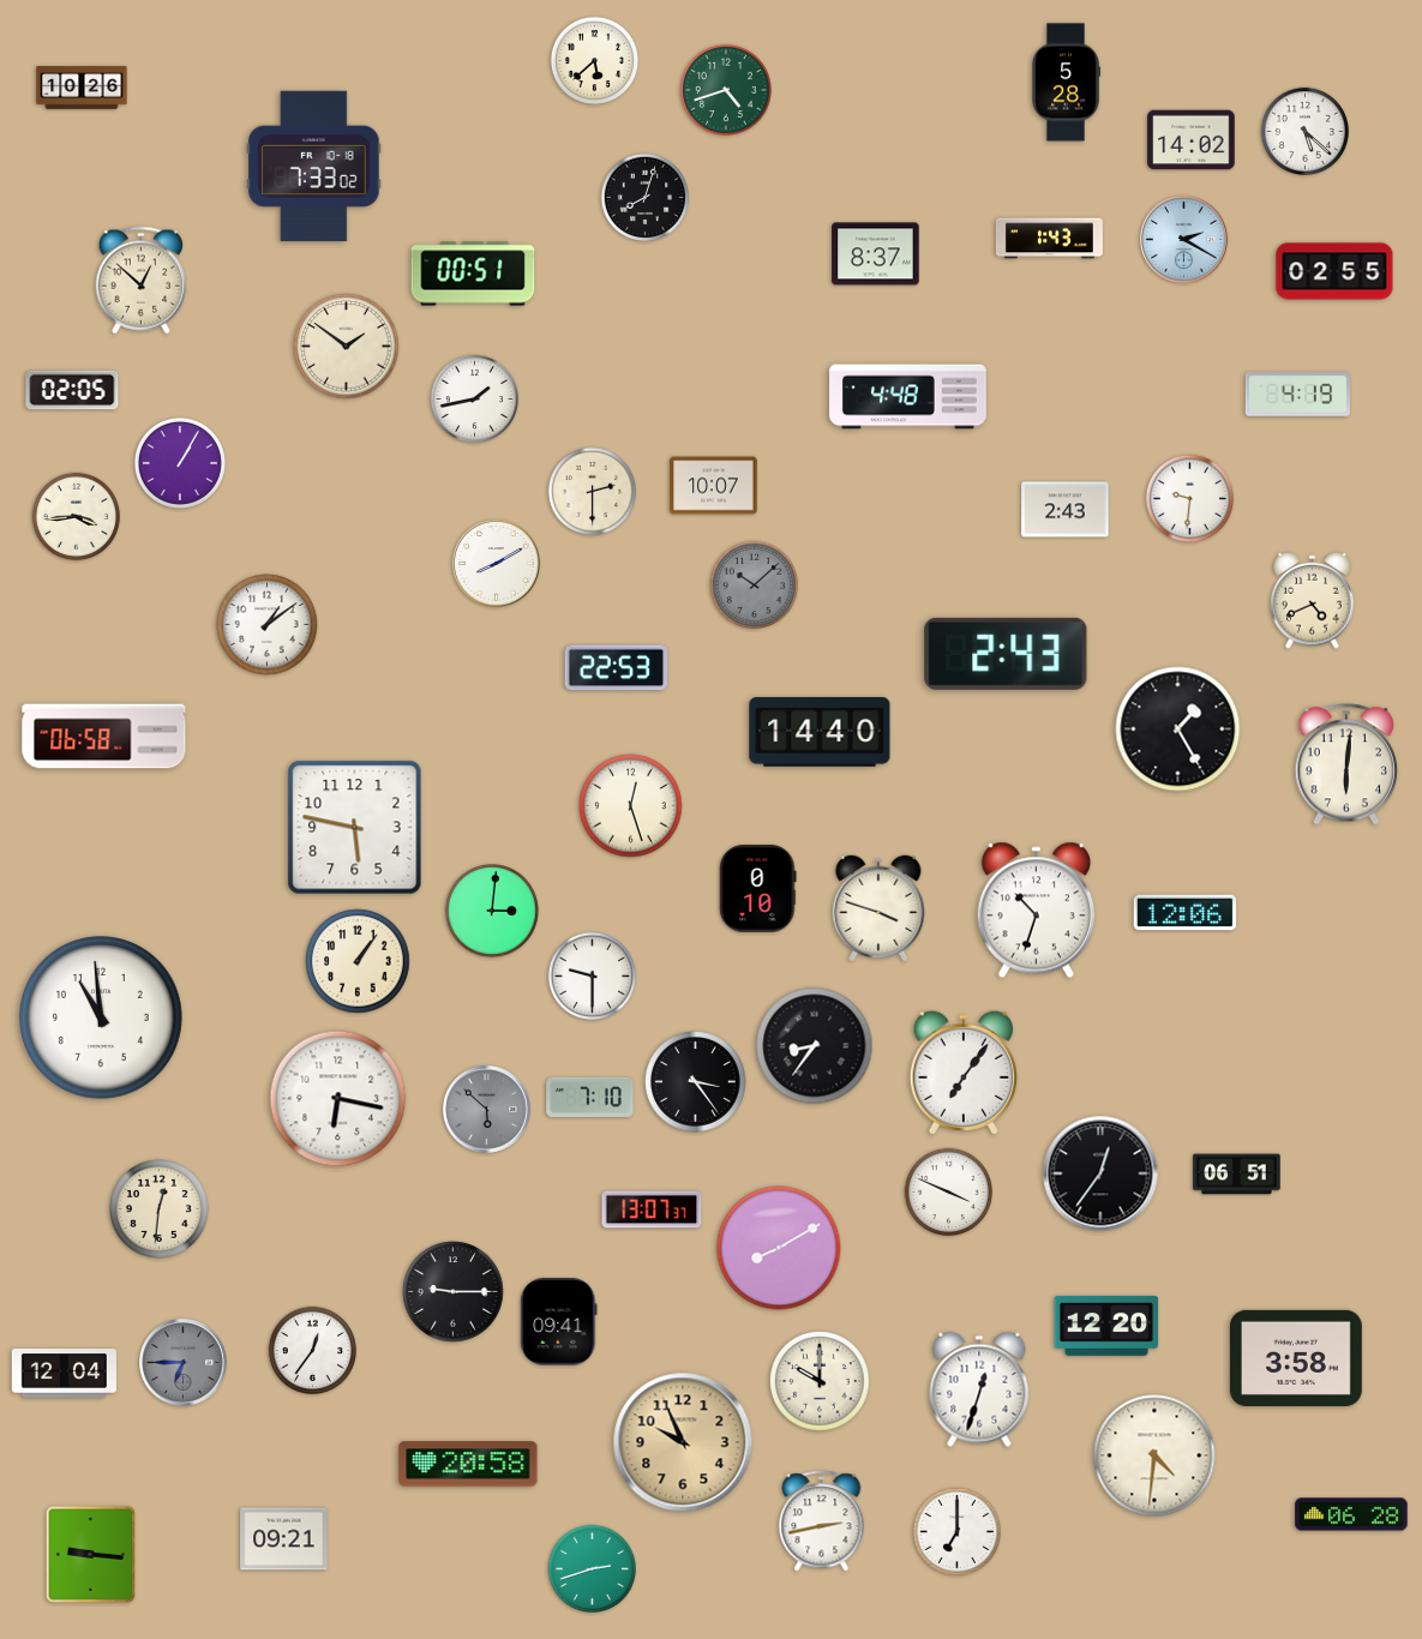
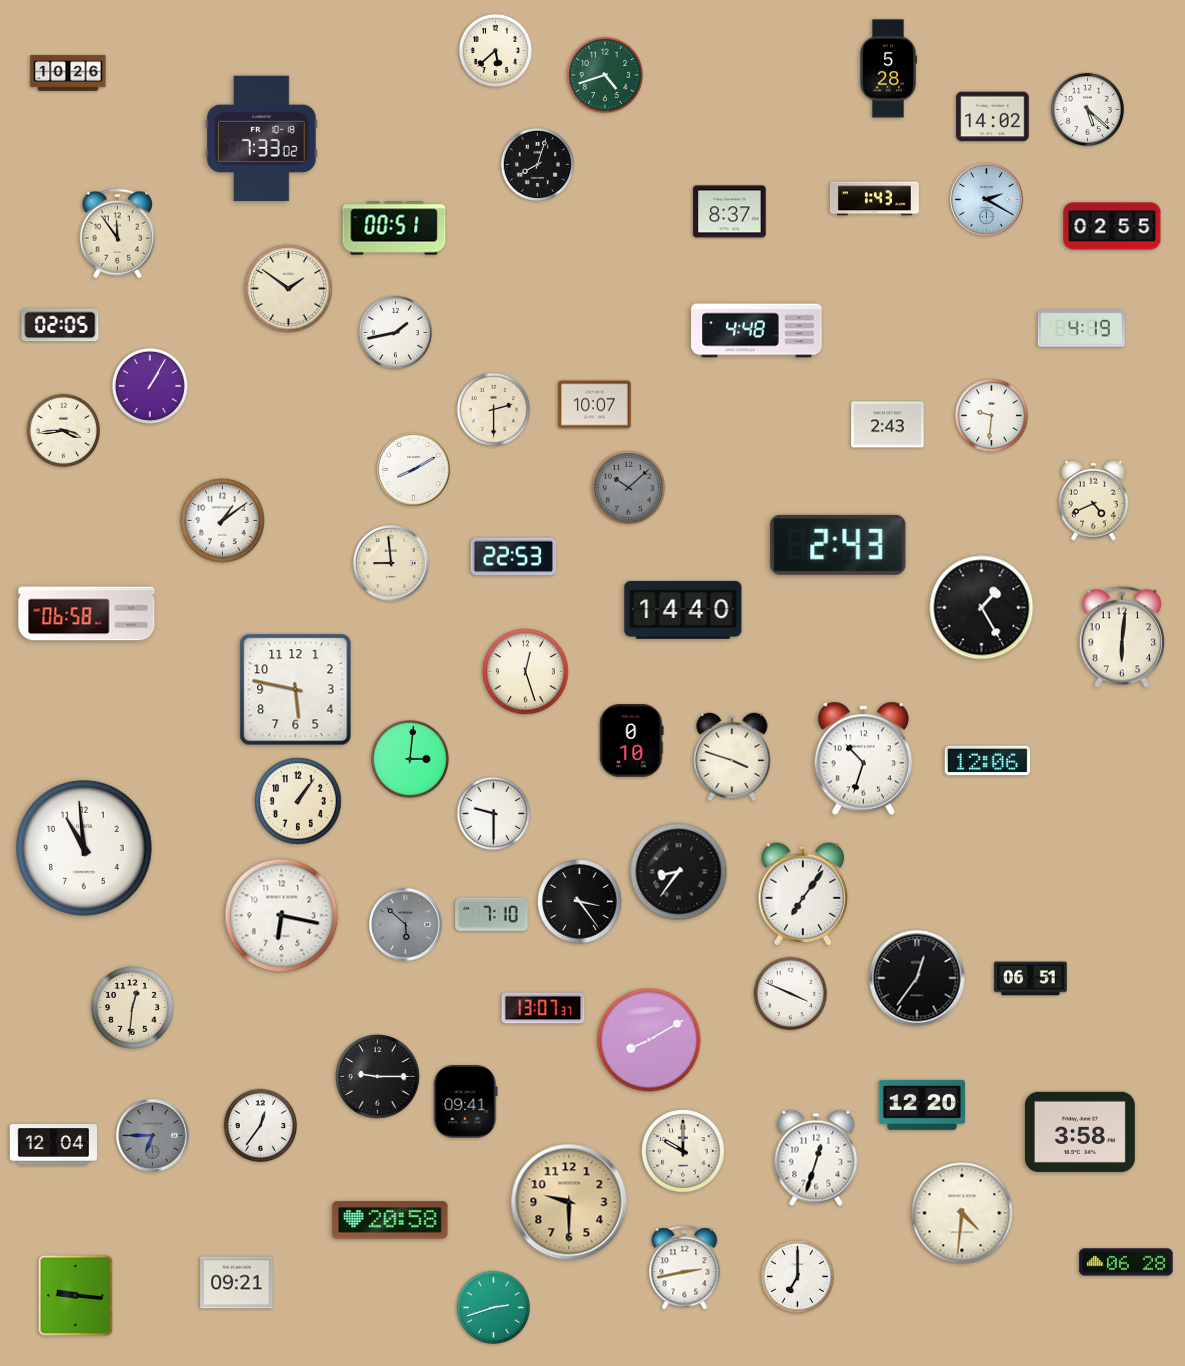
clock at (140, 281): 12:52 -> 11:54
clock at (391, 563): none -> 8:59
clock at (683, 1442): 9:56 -> 9:30
